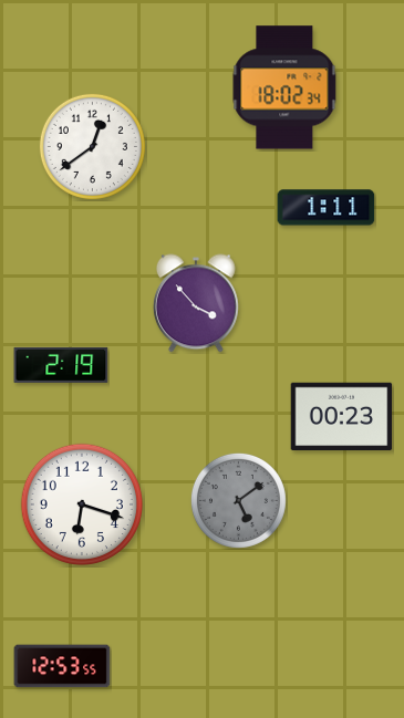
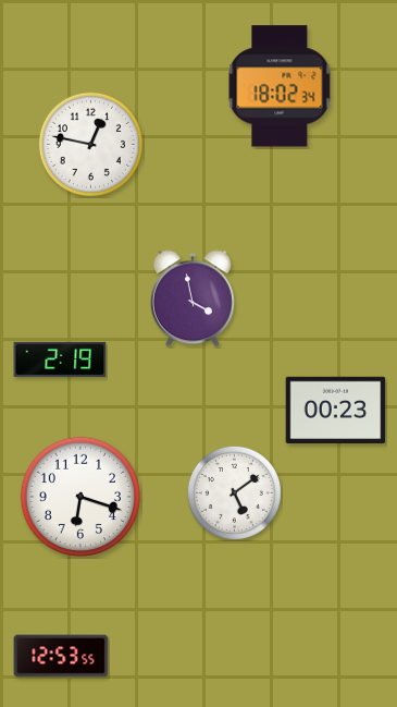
clock at (92, 146): 12:39 -> 12:47
clock at (327, 208): 1:11 -> none
clock at (196, 303): 3:53 -> 3:58
clock at (238, 500) dial: grey -> white
